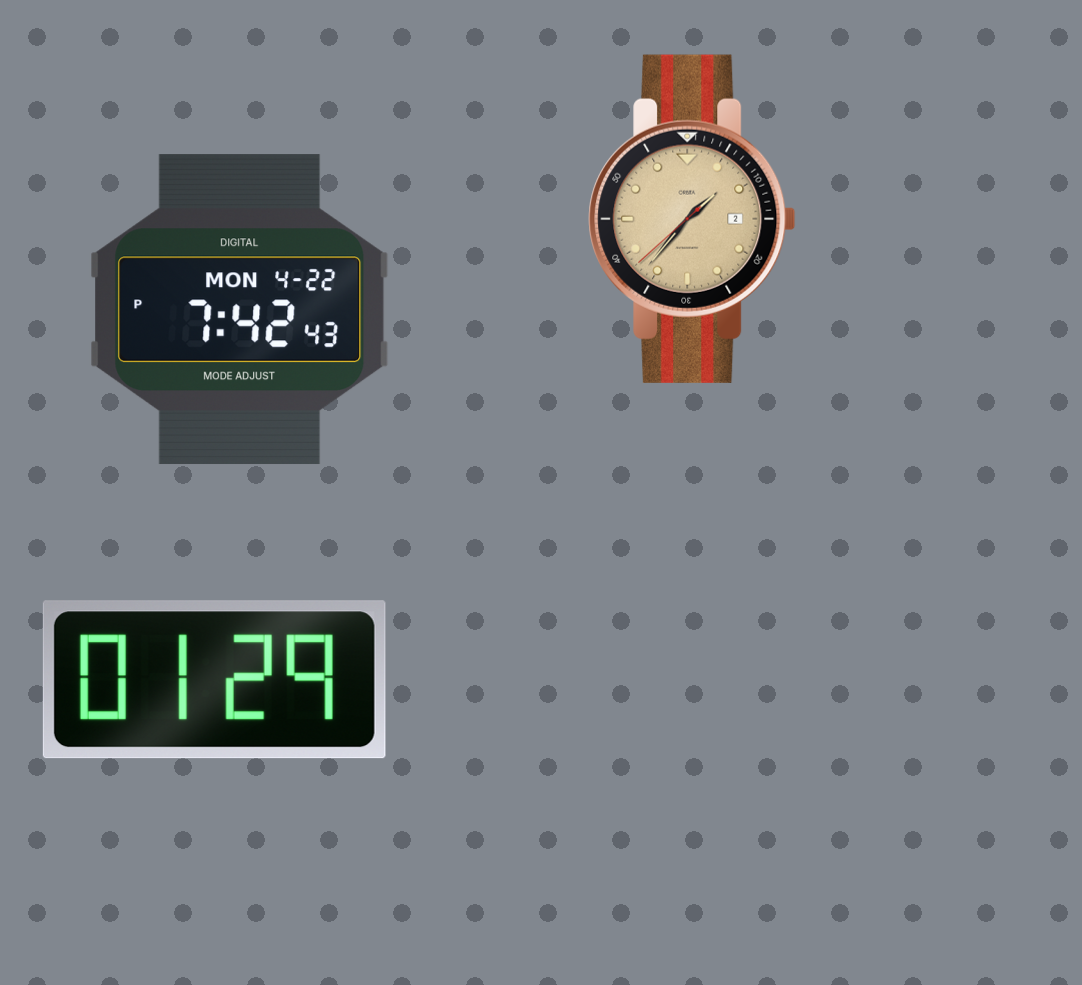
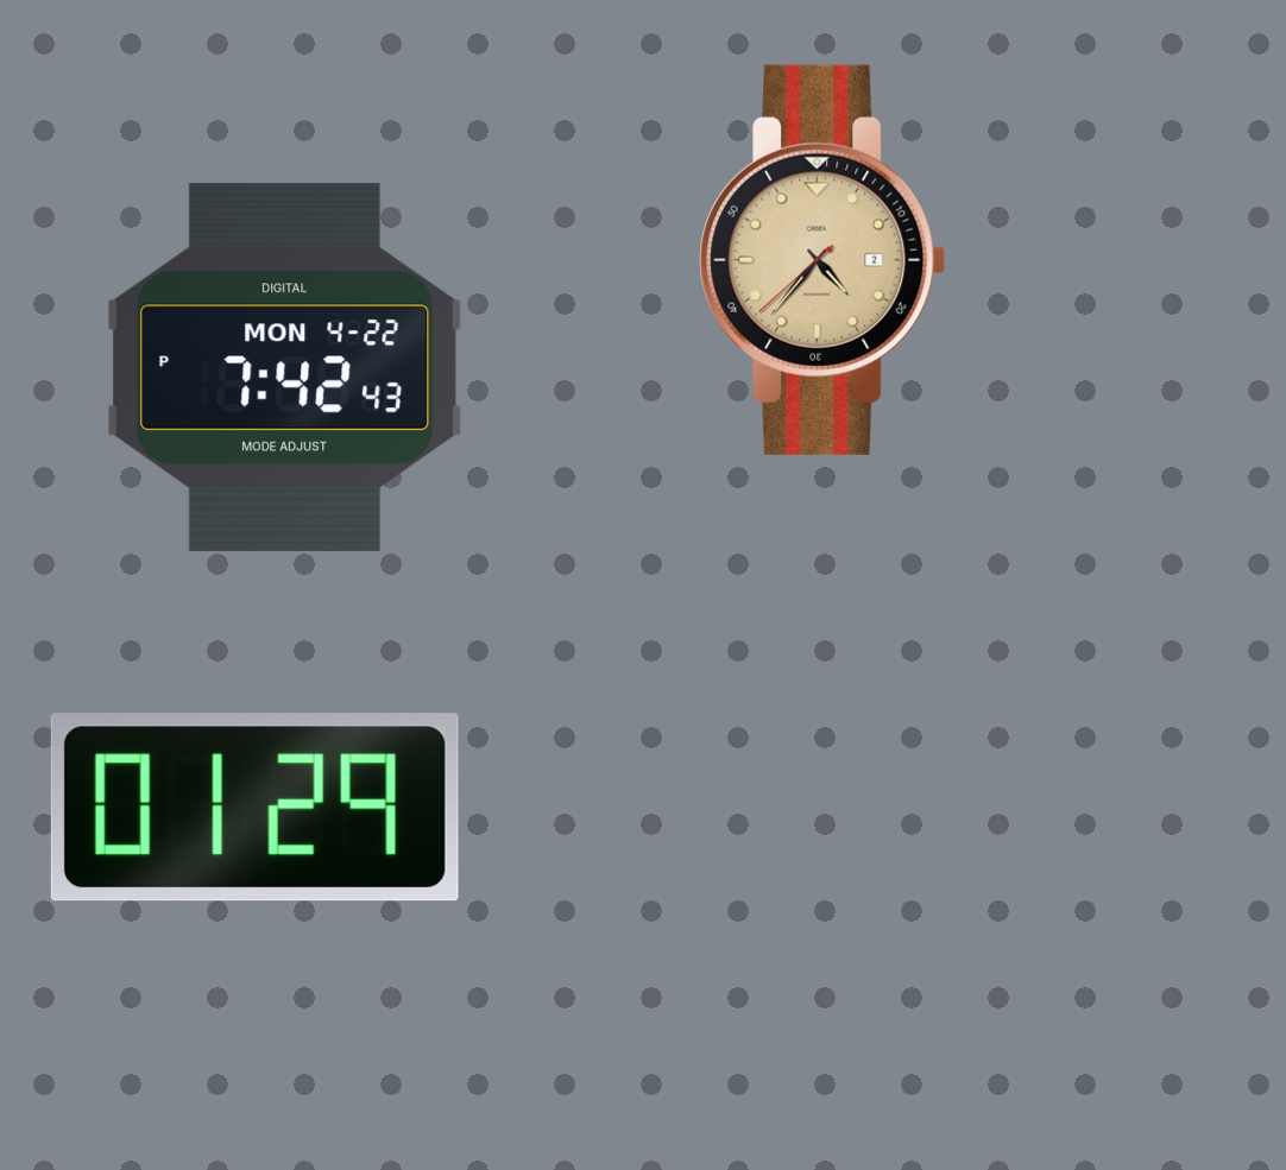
clock at (692, 219): 1:36 -> 4:36
